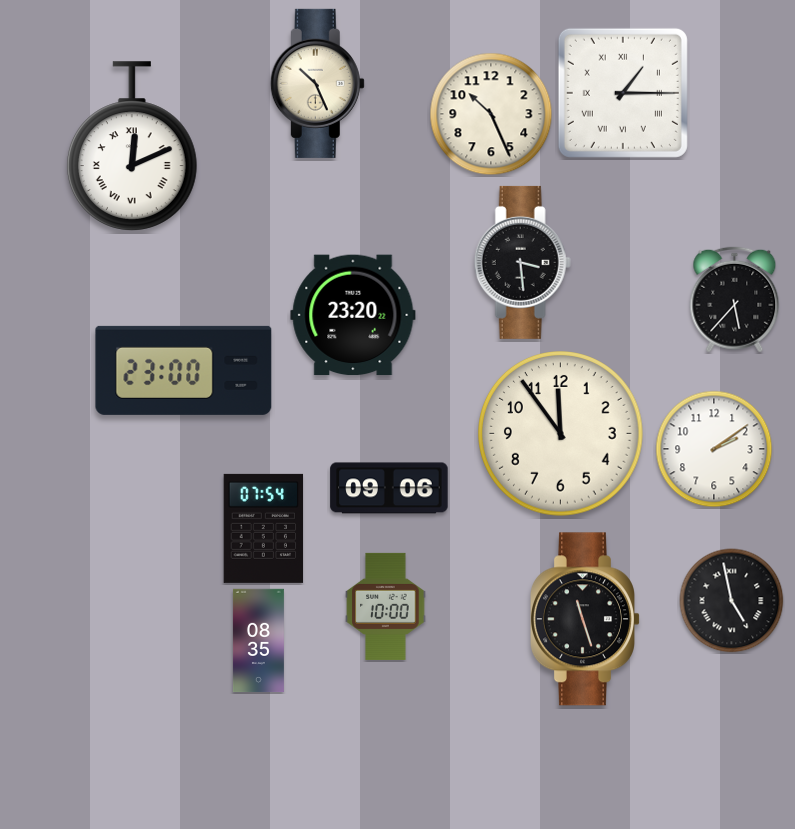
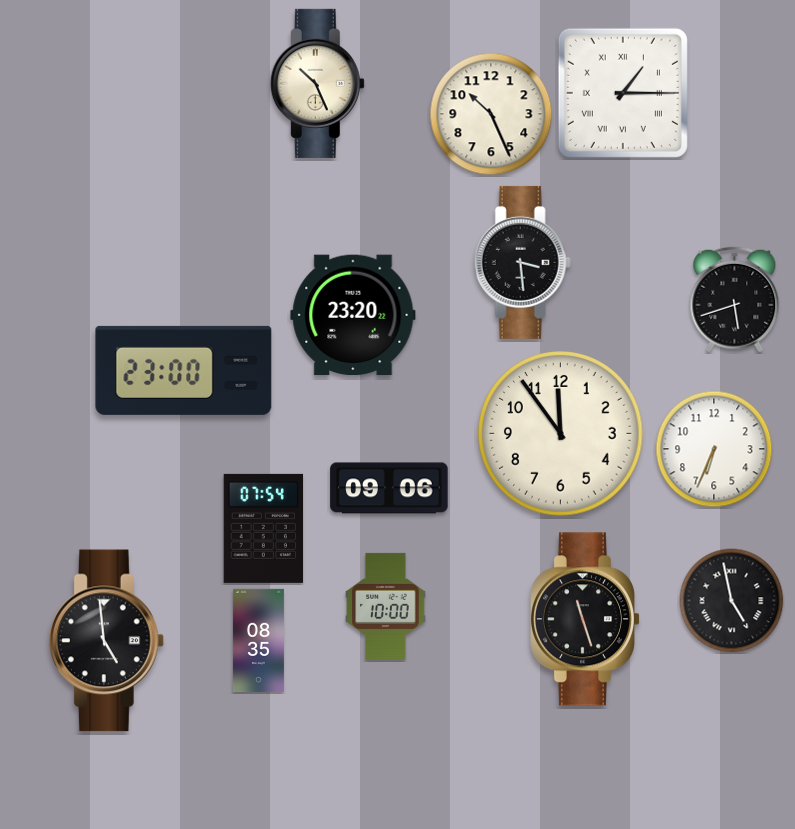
clock at (132, 146): 12:11 -> none
clock at (735, 300): 5:37 -> 5:42
clock at (714, 449): 2:09 -> 6:34
clock at (106, 641): none -> 4:59
